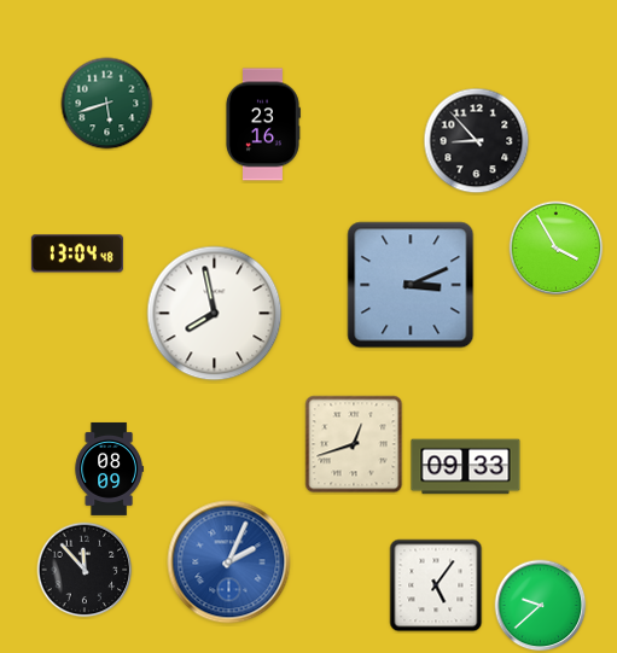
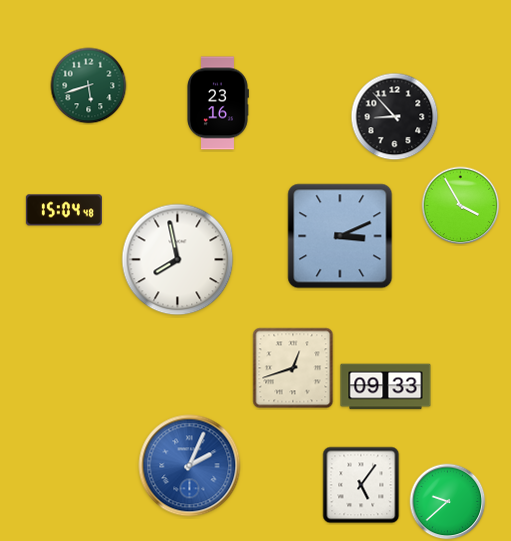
clock at (77, 253): 13:04 -> 15:04
clock at (109, 468): 08:09 -> none
clock at (85, 570): 11:53 -> none
